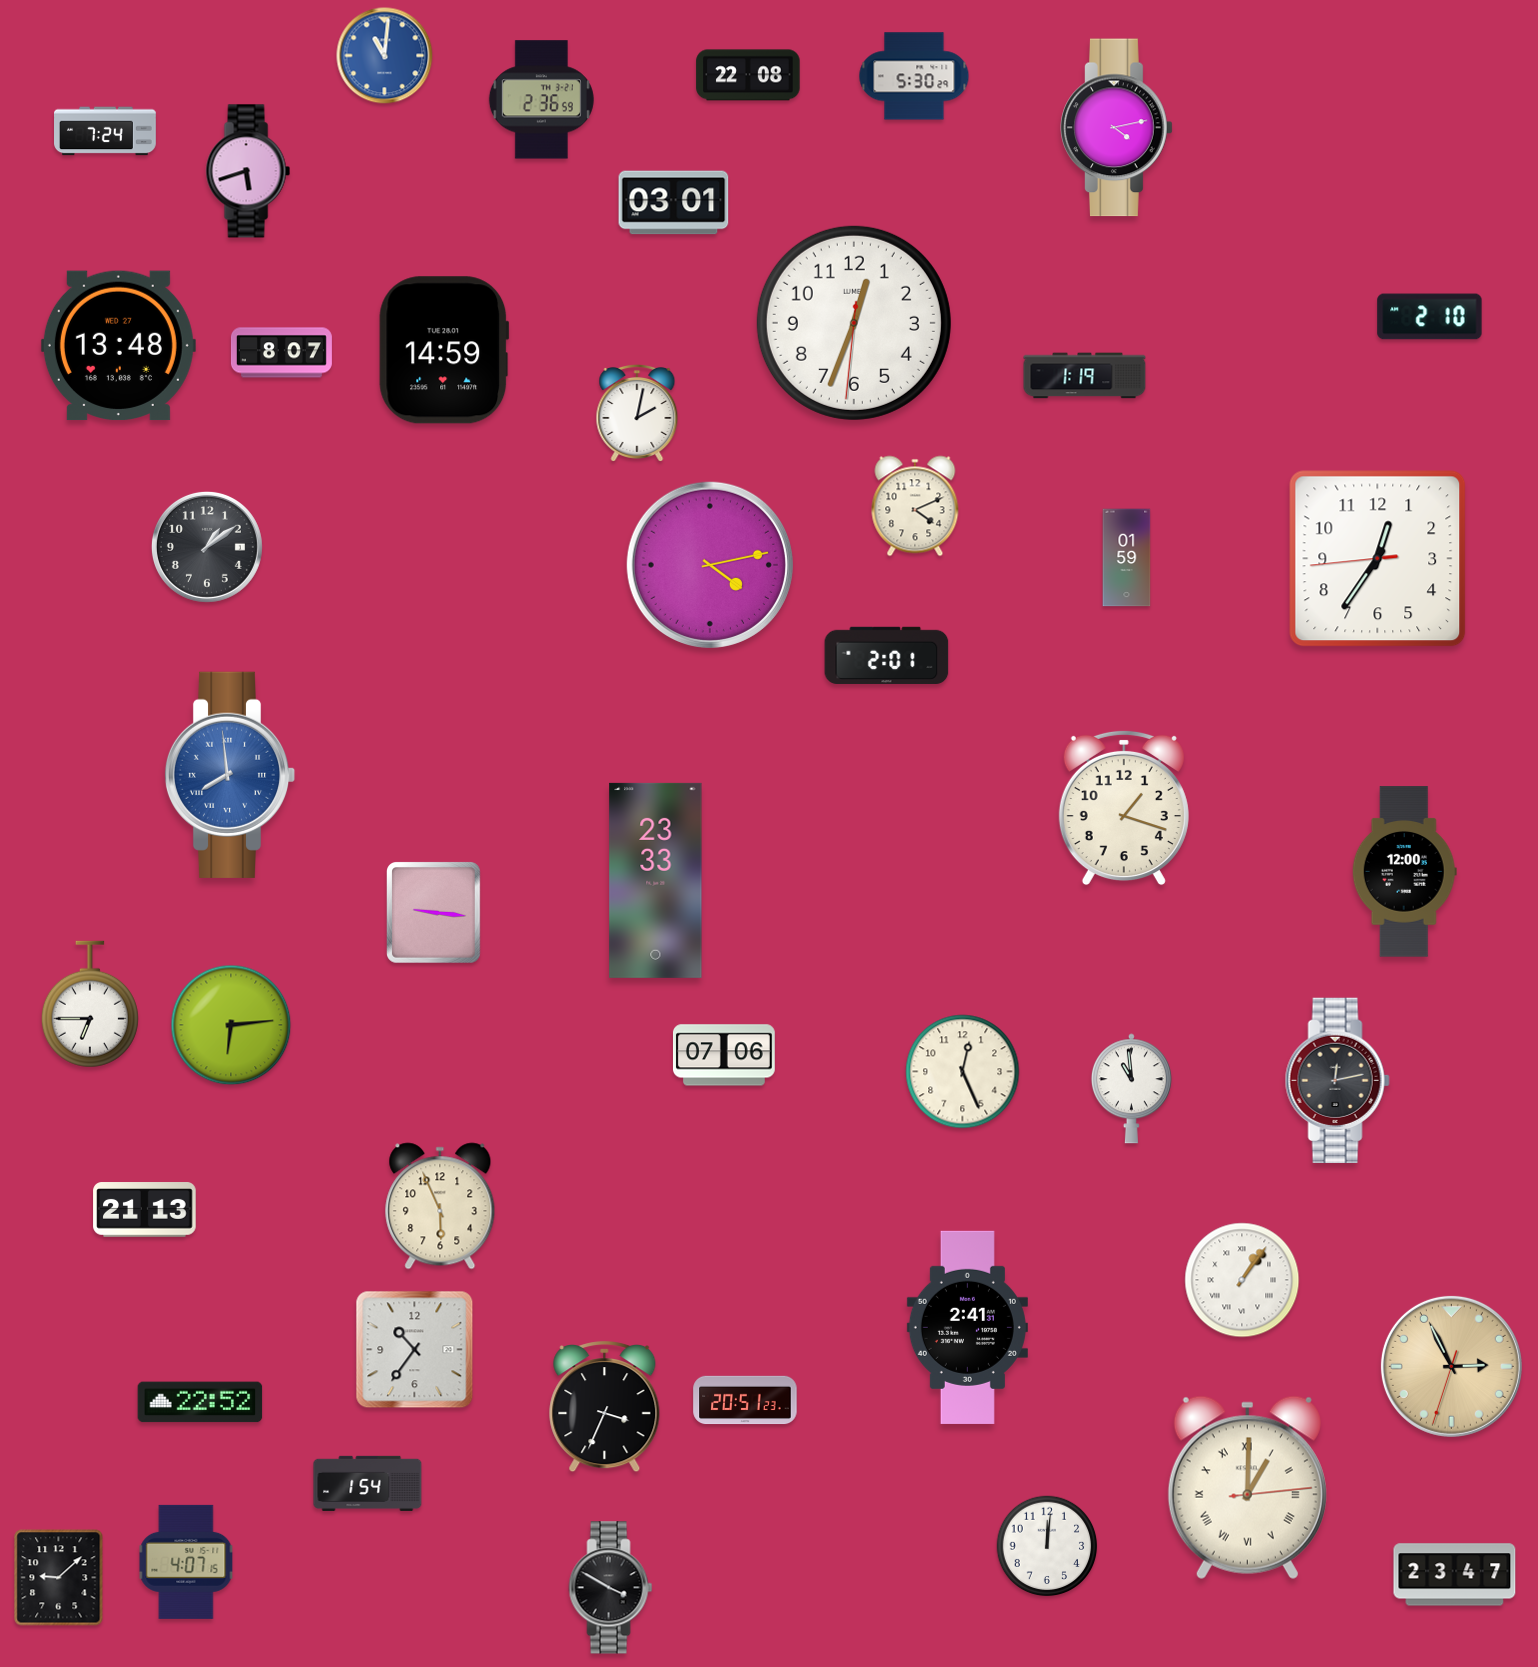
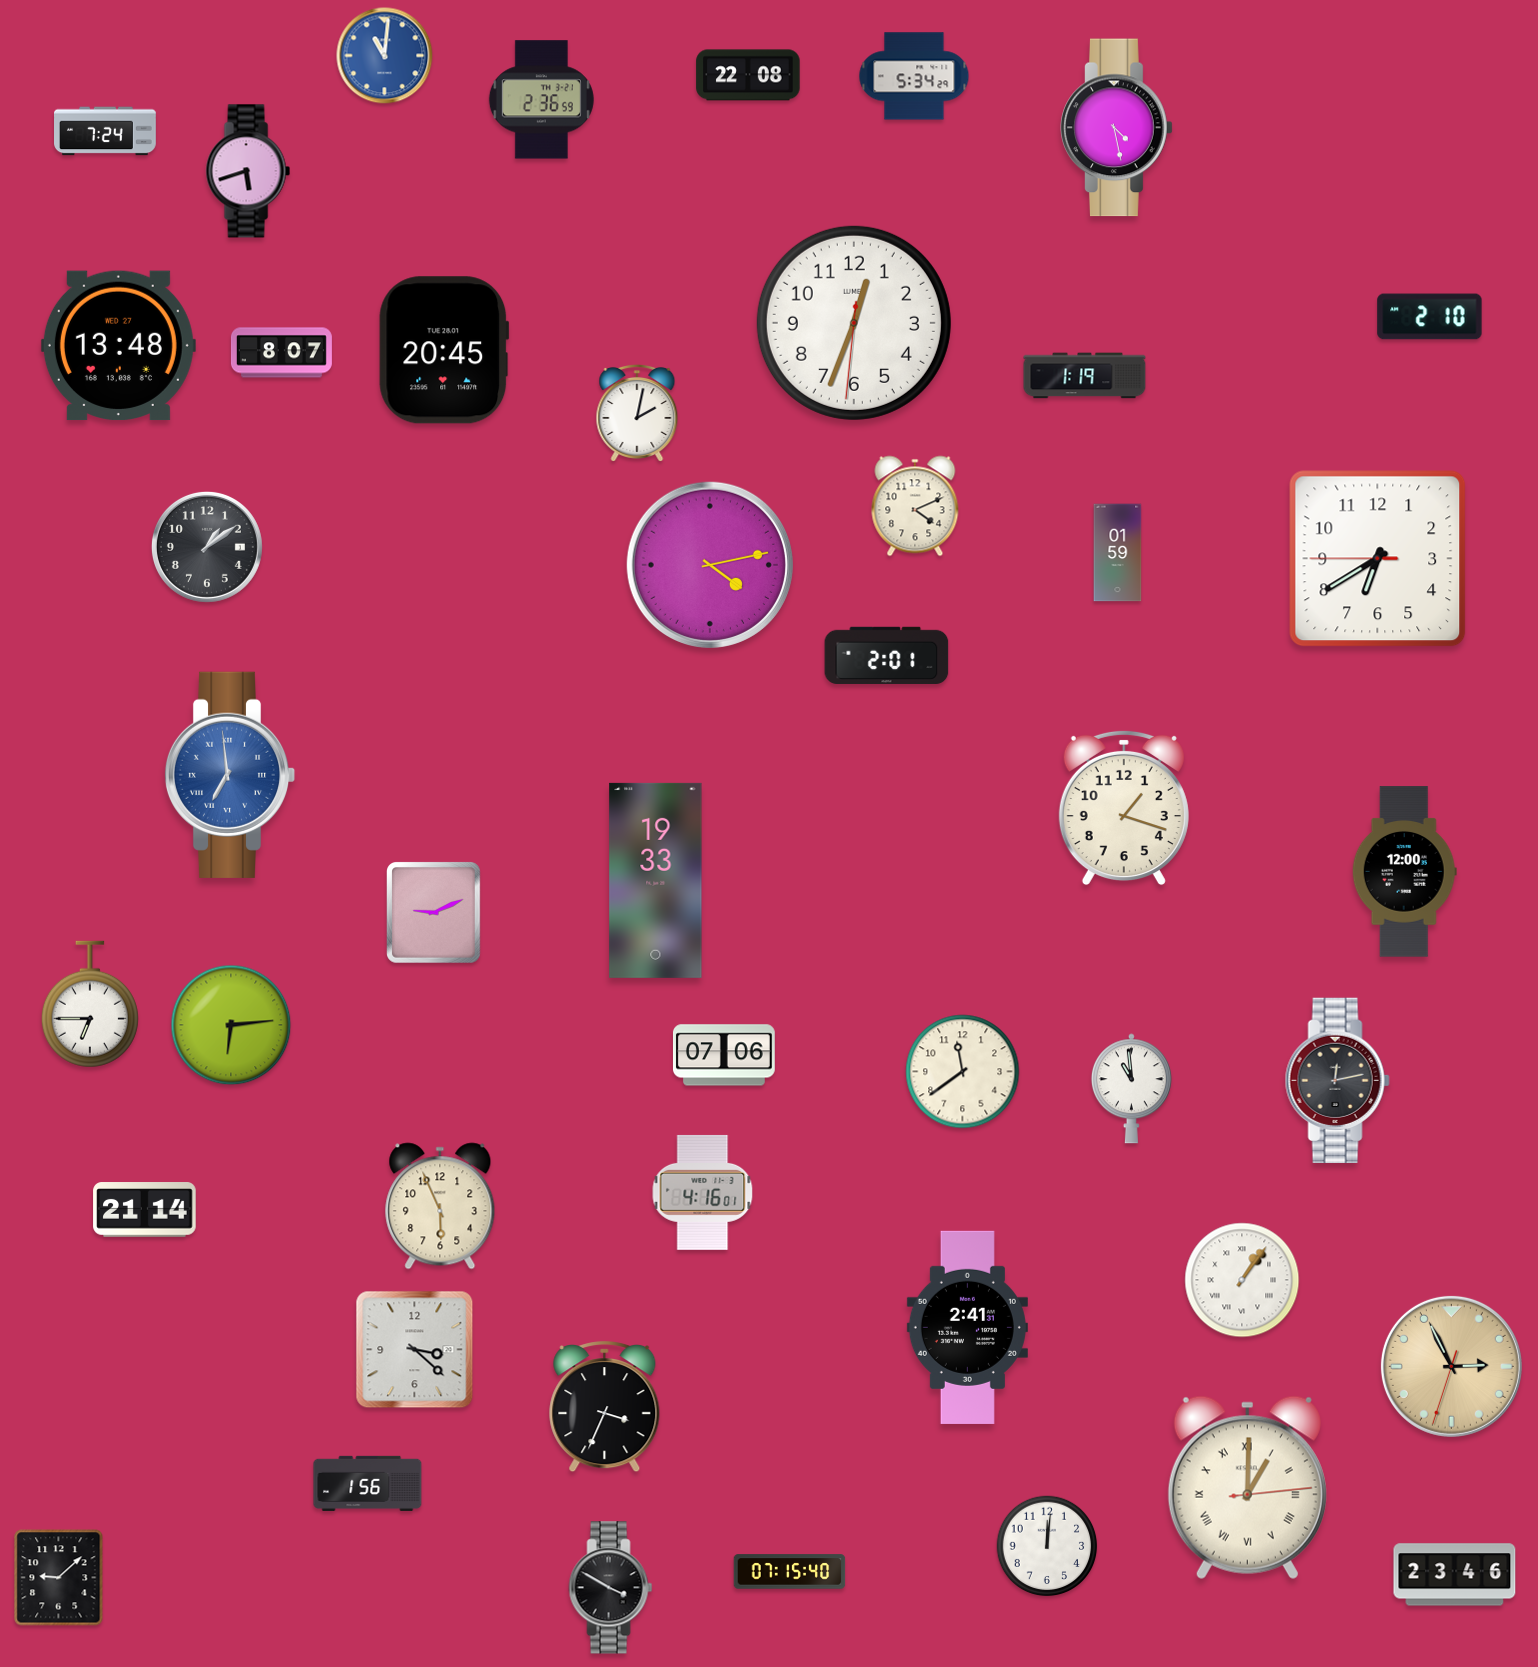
clock at (914, 76): 5:30 -> 5:34
clock at (1117, 128): 4:13 -> 4:28
clock at (674, 203): 03:01 -> none
clock at (444, 350): 14:59 -> 20:45
clock at (1127, 558) position: (1127, 558) -> (1118, 553)
clock at (1378, 559): 12:35 -> 6:39
clock at (230, 775): 7:59 -> 6:59
clock at (656, 880): 23:33 -> 19:33
clock at (434, 913): 9:16 -> 9:11
clock at (963, 1072): 12:26 -> 11:39
clock at (703, 1192): none -> 4:16
clock at (145, 1210): 21:13 -> 21:14
clock at (415, 1350): 10:36 -> 3:22
clock at (745, 1400): 20:51 -> none
clock at (200, 1402): 22:52 -> none
clock at (368, 1483): 1:54 -> 1:56
clock at (186, 1562): 4:07 -> none
clock at (790, 1572): none -> 07:15
clock at (1455, 1575): 23:47 -> 23:46
